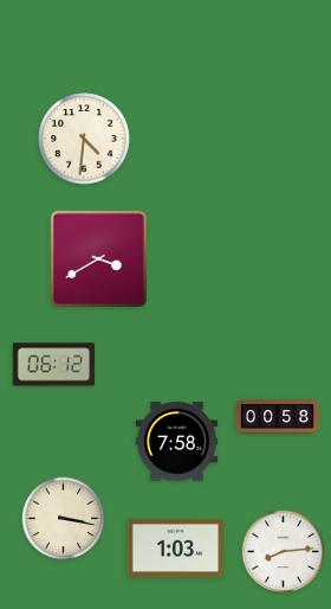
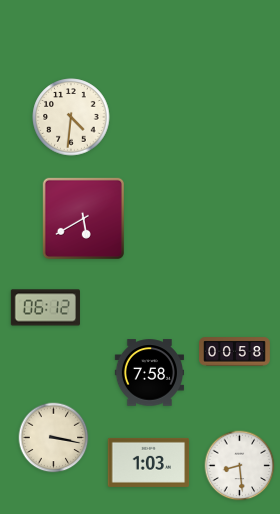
clock at (98, 258): 3:40 -> 5:40
clock at (284, 552): 8:14 -> 8:29
